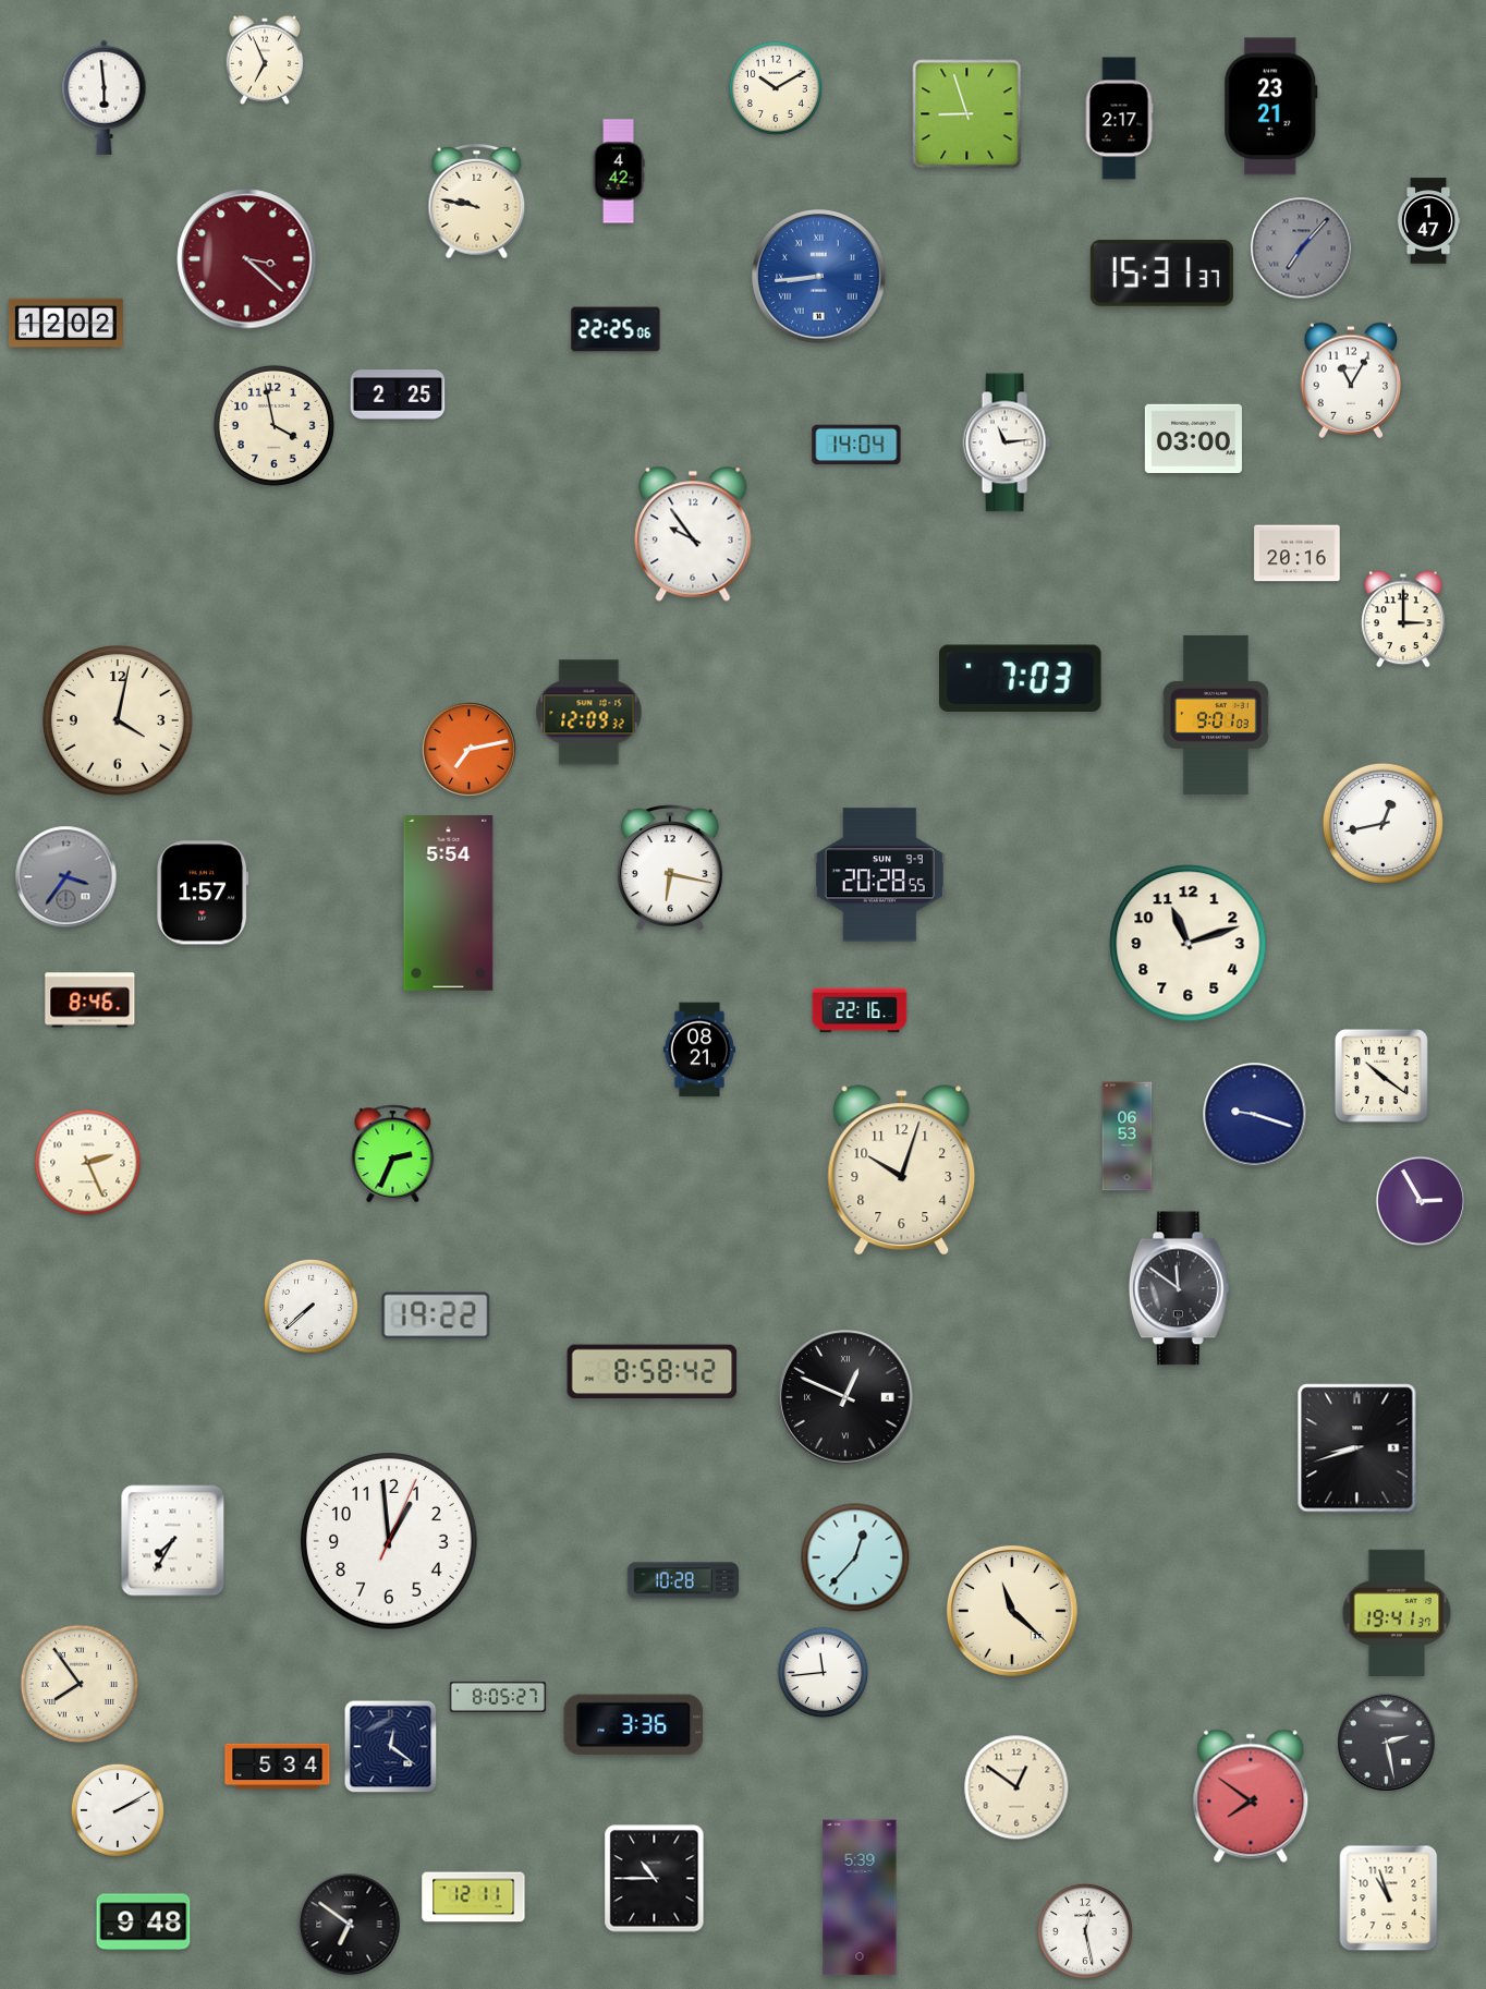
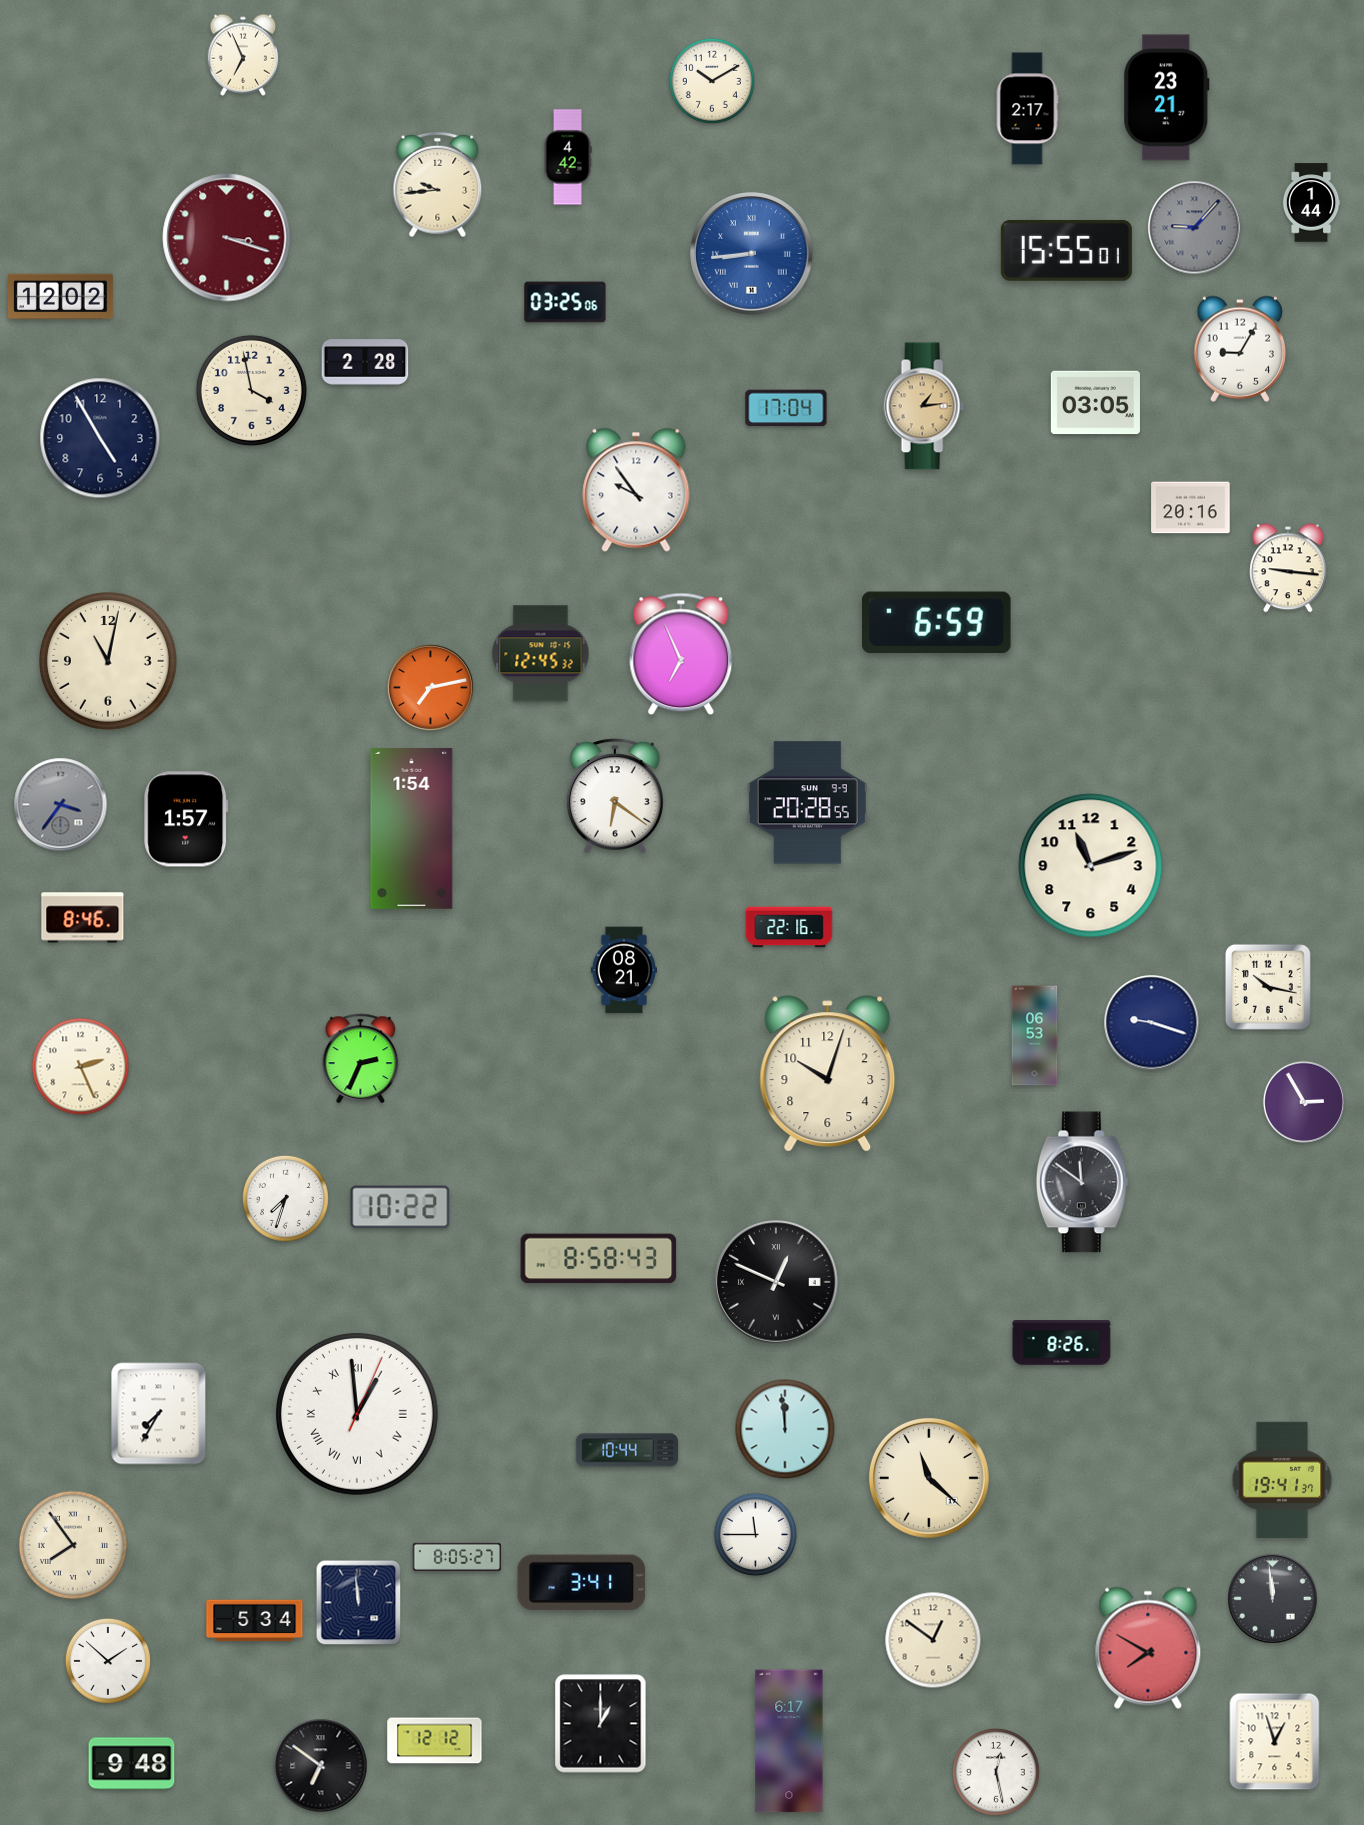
clock at (105, 97): 5:59 -> none
clock at (967, 114): 8:57 -> none
clock at (477, 202): 9:47 -> 9:44
clock at (1428, 221): 1:47 -> 1:44
clock at (1302, 248): 7:07 -> 9:07
clock at (247, 259): 3:22 -> 3:18
clock at (1161, 272): 15:31 -> 15:55
clock at (616, 329): 22:25 -> 03:25
clock at (1351, 380): 11:05 -> 9:05
clock at (398, 395): 2:25 -> 2:28
clock at (1193, 439): 03:00 -> 03:05
clock at (1007, 442): 11:14 -> 1:14
clock at (1007, 442) dial: white -> champagne
clock at (856, 445): 14:04 -> 17:04
clock at (100, 438): none -> 4:55
clock at (1403, 619): 3:00 -> 9:16
clock at (1021, 679): 7:03 -> 6:59
clock at (589, 713): 12:09 -> 12:45
clock at (681, 654): none -> 6:56
clock at (1216, 715): 9:01 -> none
clock at (119, 721): 4:02 -> 11:02
clock at (1383, 823): 12:43 -> none
clock at (670, 868): 6:17 -> 6:21
clock at (449, 902): 5:54 -> 1:54
clock at (699, 1050) position: (699, 1050) -> (624, 970)
clock at (1381, 1076): 10:21 -> 10:17
clock at (1128, 1137) position: (1128, 1137) -> (1035, 1036)
clock at (310, 1306): 7:38 -> 7:33
clock at (436, 1315): 19:22 -> 10:22
clock at (653, 1372): 8:58:42 -> 8:58:43
clock at (1357, 1448): 8:42 -> none
clock at (1062, 1343): none -> 8:26
clock at (389, 1541) numerals: Arabic -> Roman
clock at (855, 1557): 12:37 -> 11:59
clock at (683, 1580): 10:28 -> 10:44
clock at (824, 1673): 11:44 -> 11:45
clock at (634, 1725): 3:36 -> 3:41
clock at (1387, 1743): 2:28 -> 11:59
clock at (391, 1747): 12:21 -> 11:59
clock at (1251, 1796): 7:51 -> 7:50
clock at (118, 1810): 2:10 -> 1:52
clock at (655, 1879): 10:45 -> 1:00
clock at (474, 1897): 12:11 -> 12:12
clock at (860, 1897): 5:39 -> 6:17
clock at (1389, 1899): 10:57 -> 12:57
